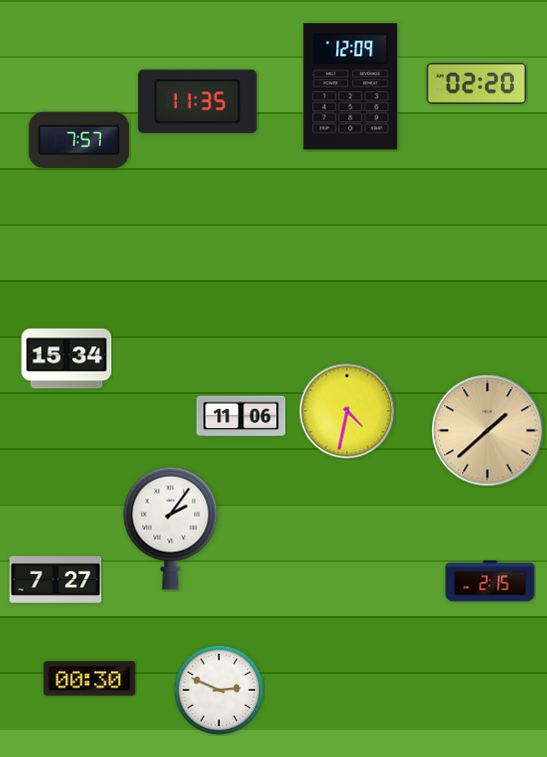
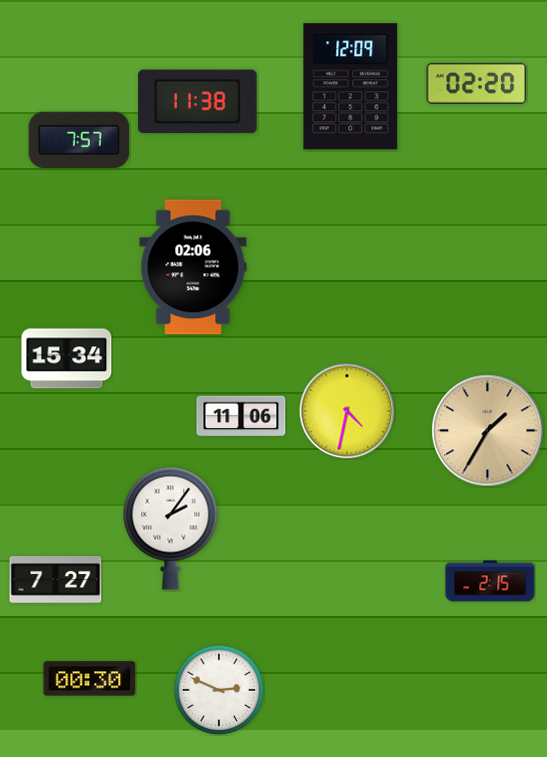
clock at (198, 102): 11:35 -> 11:38
clock at (193, 267): none -> 02:06
clock at (488, 431): 1:38 -> 1:35
